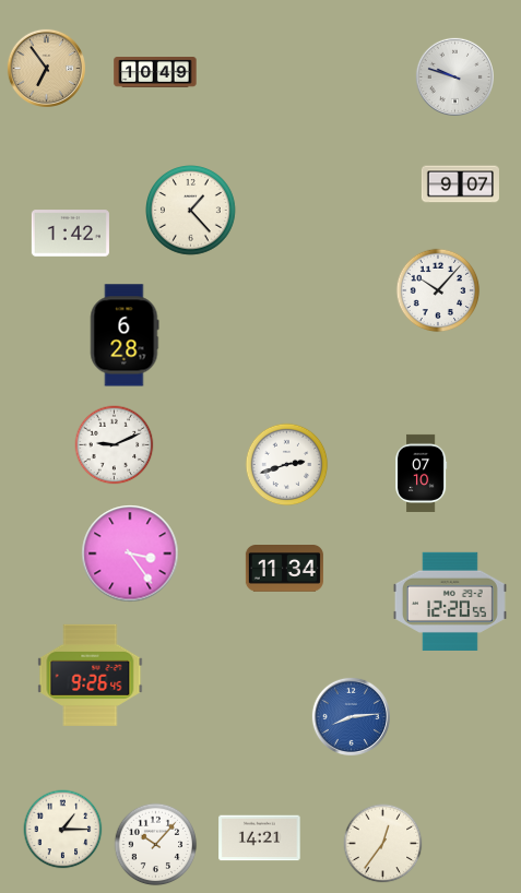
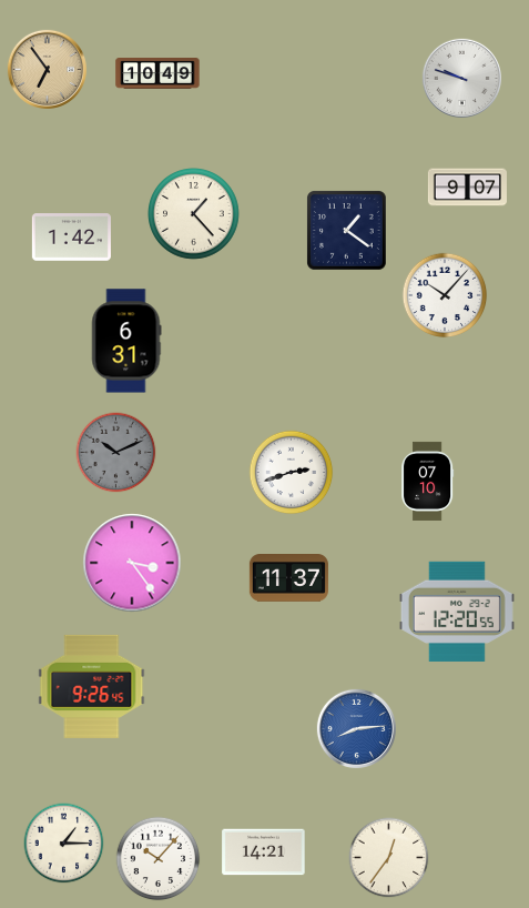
clock at (347, 231): none -> 1:21
clock at (125, 335): 6:28 -> 6:31
clock at (115, 445): 9:11 -> 10:11
clock at (115, 445) dial: white -> grey
clock at (284, 569): 11:34 -> 11:37
